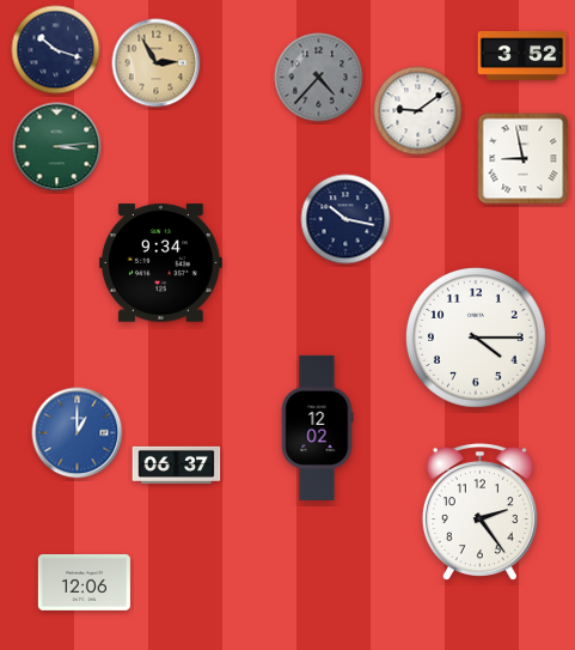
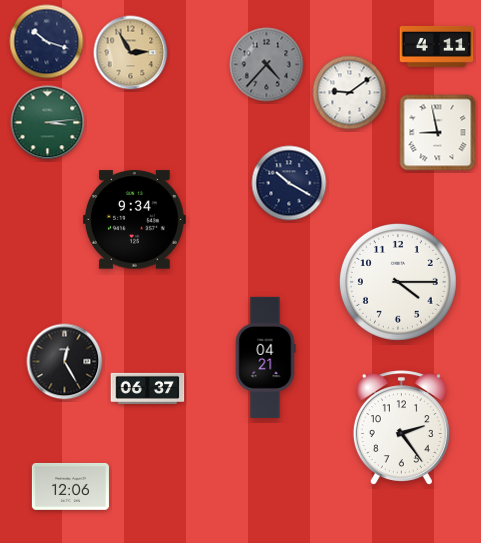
clock at (522, 55): 3:52 -> 4:11
clock at (345, 219): 10:17 -> 10:20
clock at (317, 427): 12:02 -> 04:21
clock at (78, 433): 1:00 -> 12:25
clock at (78, 433) dial: blue -> black
